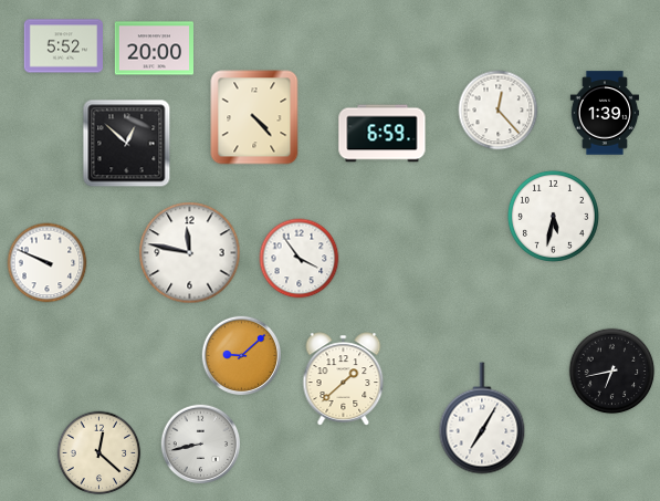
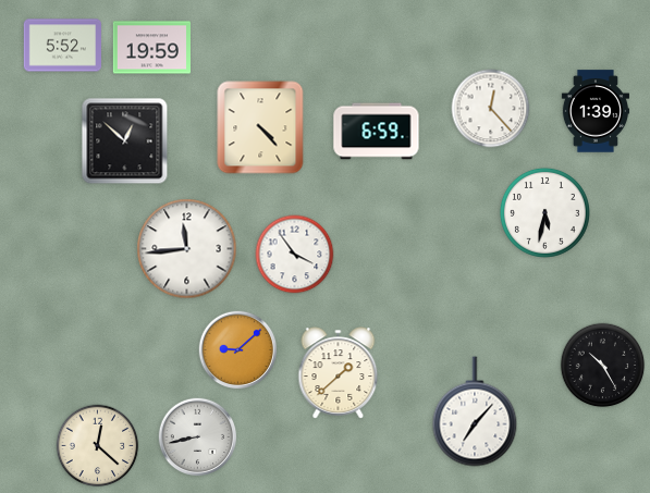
clock at (154, 49): 20:00 -> 19:59
clock at (254, 117) position: (254, 117) -> (260, 127)
clock at (190, 253): 11:47 -> 11:44
clock at (48, 263): 9:49 -> none
clock at (612, 372): 6:43 -> 10:25
clock at (482, 418): 7:05 -> 7:07
